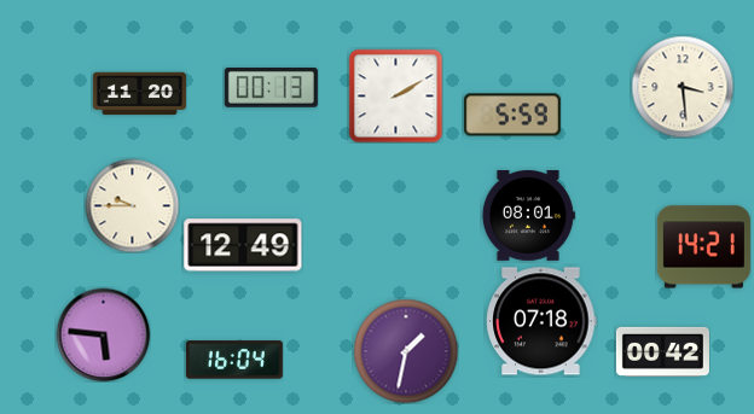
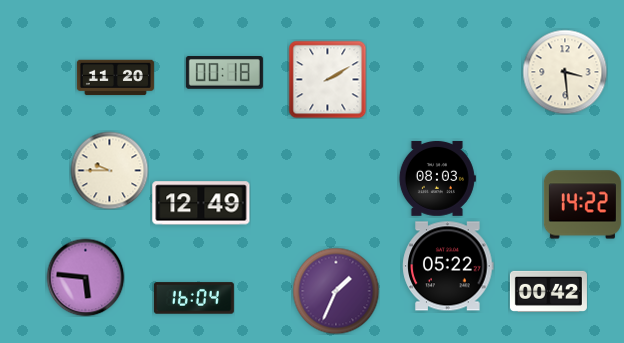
clock at (271, 88): 00:13 -> 00:18
clock at (512, 115): 5:59 -> none
clock at (528, 216): 08:01 -> 08:03
clock at (703, 247): 14:21 -> 14:22
clock at (541, 321): 07:18 -> 05:22
clock at (406, 351): 1:32 -> 1:34
